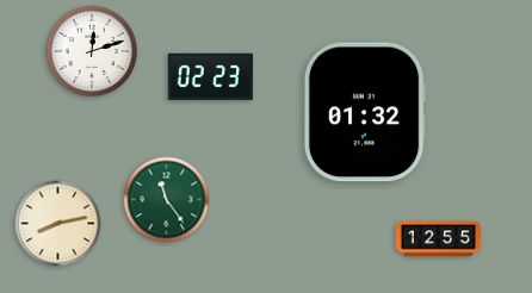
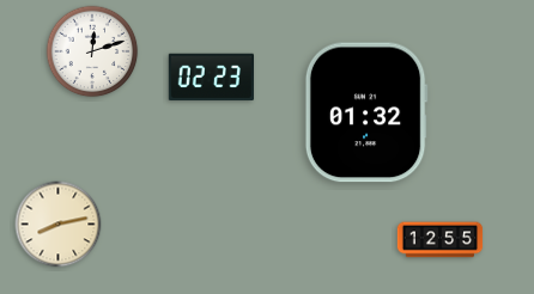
clock at (167, 200): 11:24 -> none
